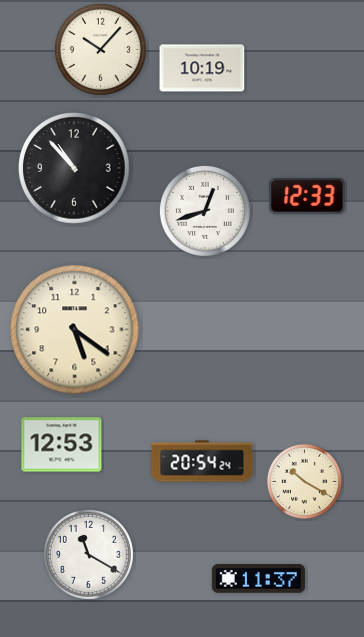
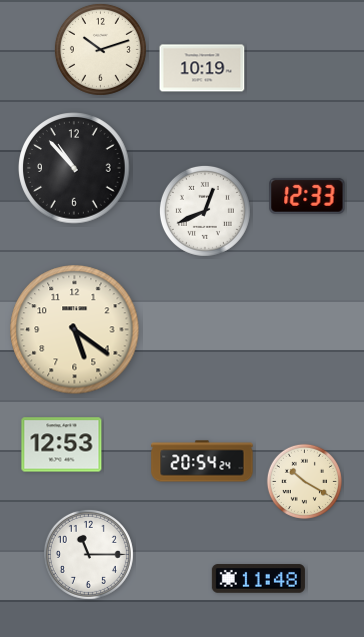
clock at (100, 49): 10:07 -> 10:12
clock at (205, 211): 12:42 -> 12:41
clock at (88, 554): 11:20 -> 11:15
clock at (258, 579): 11:37 -> 11:48
